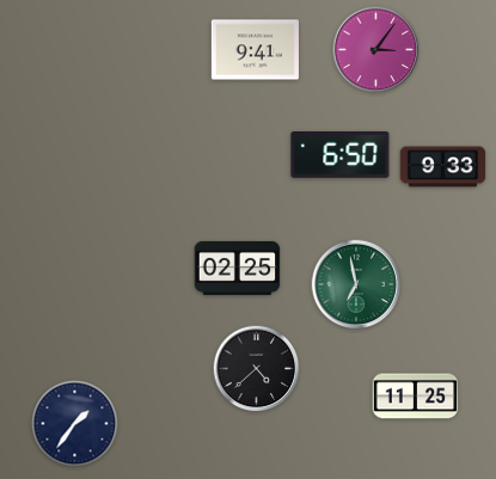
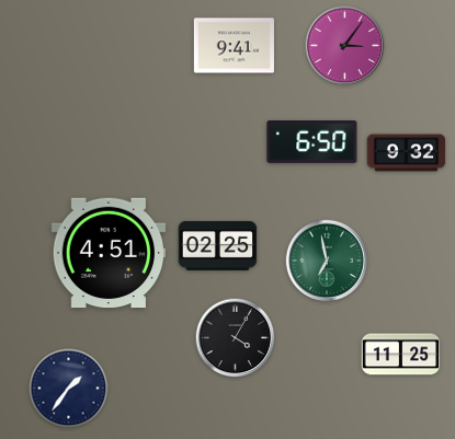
clock at (443, 167): 9:33 -> 9:32
clock at (109, 253): none -> 4:51
clock at (257, 369): 4:38 -> 4:05
clock at (416, 397) position: (416, 397) -> (401, 355)
